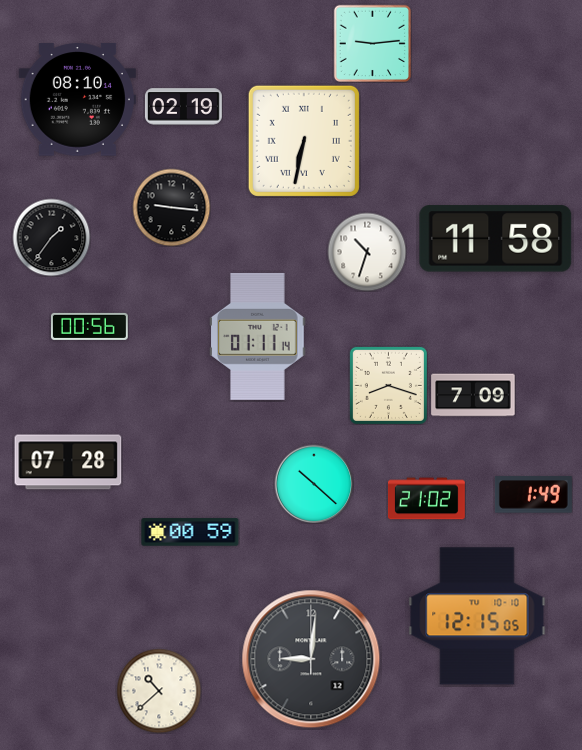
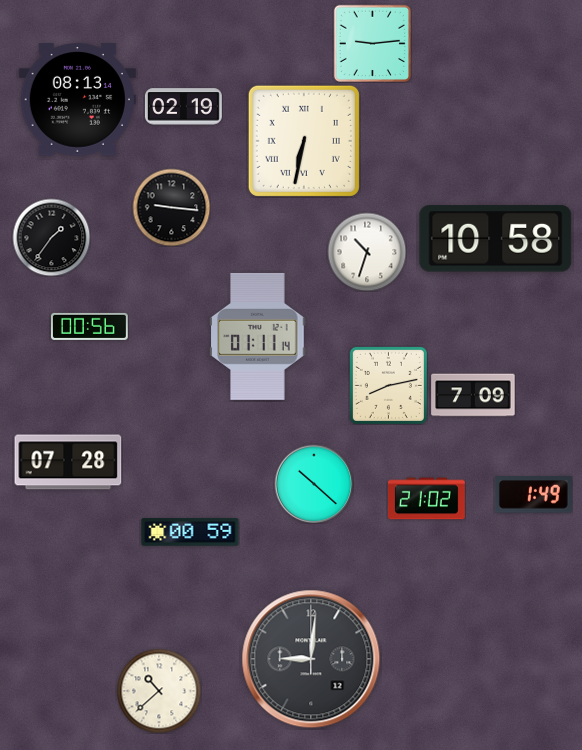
clock at (77, 100): 08:10 -> 08:13
clock at (496, 239): 11:58 -> 10:58
clock at (388, 385): 8:18 -> 8:13
clock at (477, 616): 12:15 -> none
